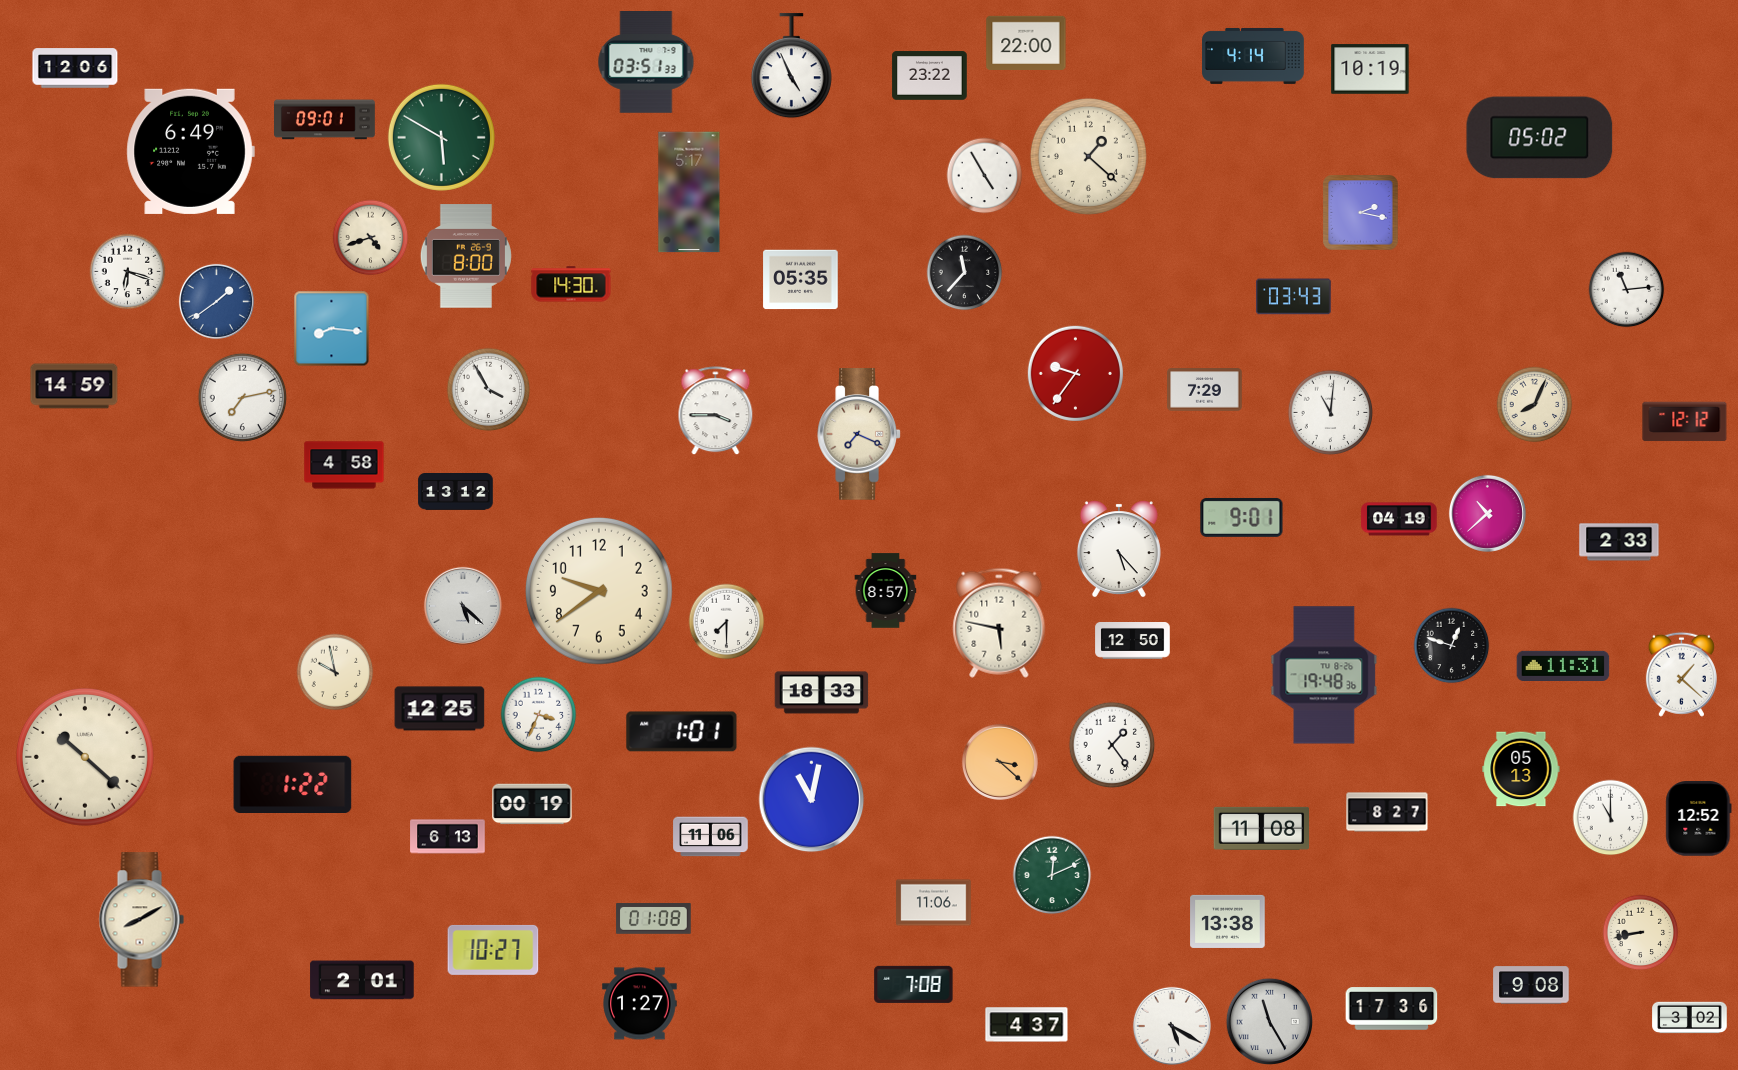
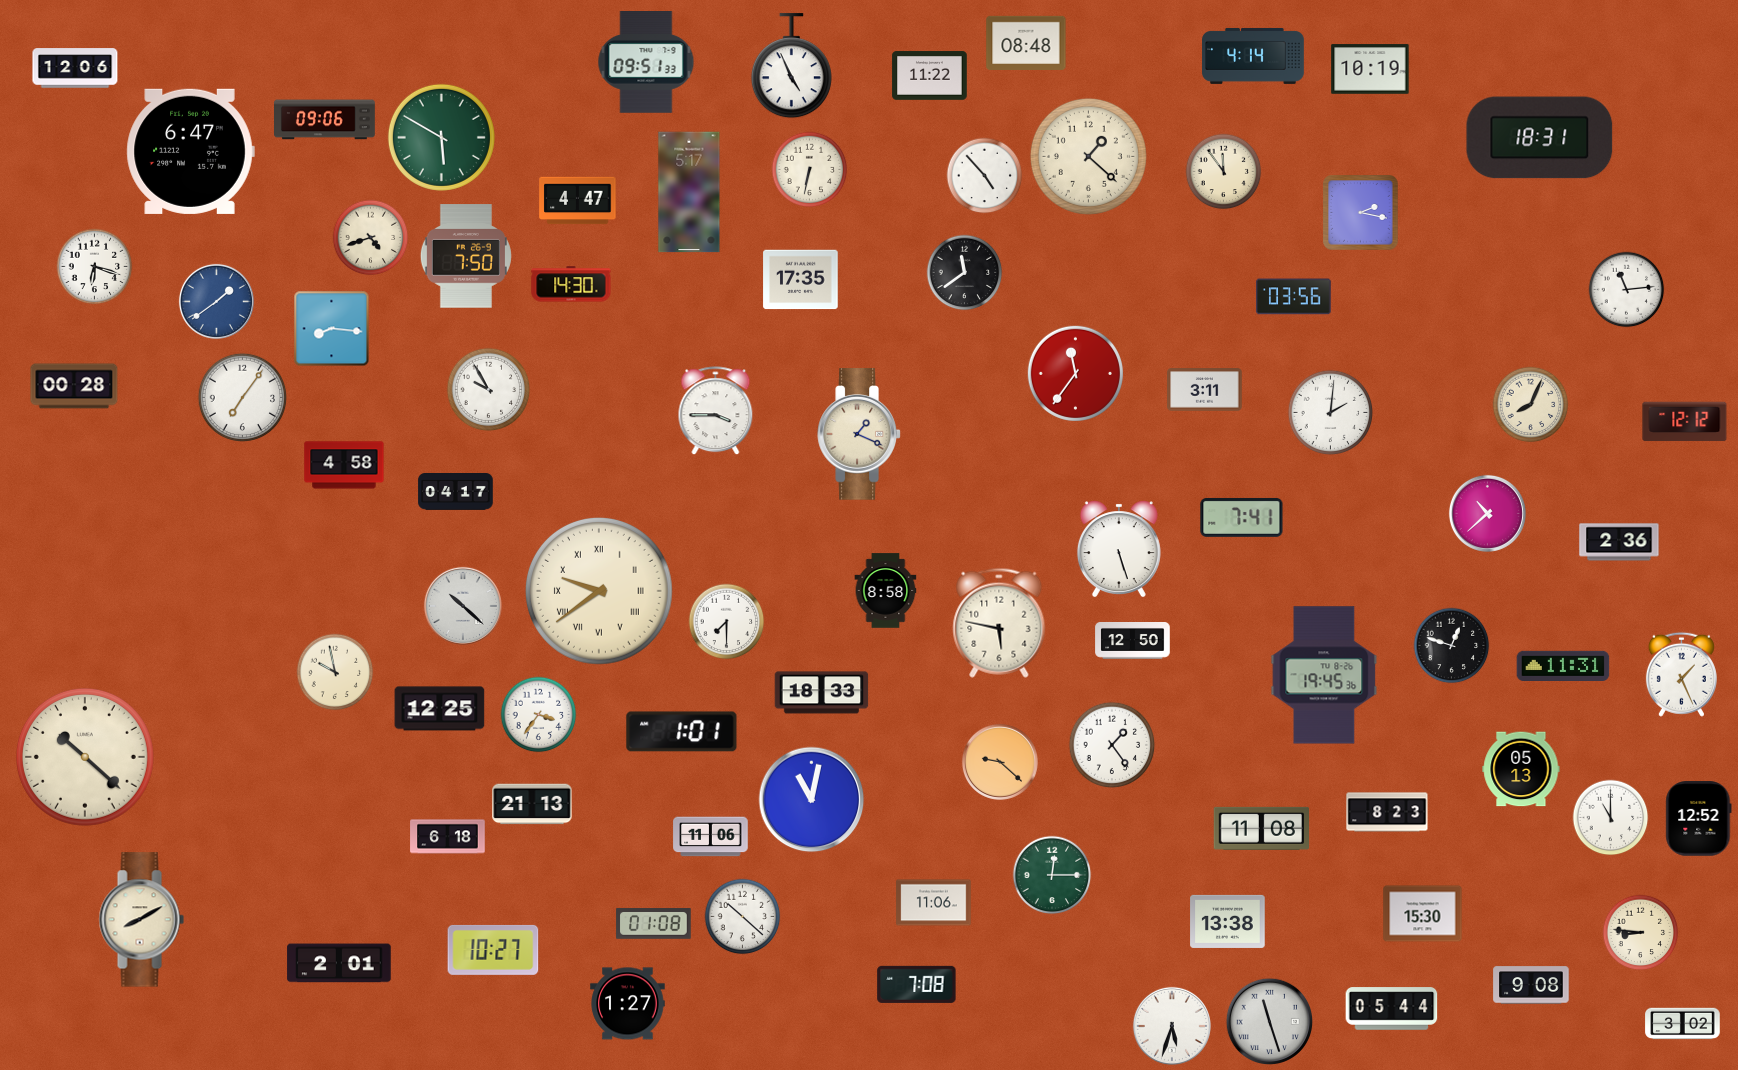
clock at (1026, 43): 22:00 -> 08:48
clock at (646, 63): 03:51 -> 09:51
clock at (930, 76): 23:22 -> 11:22
clock at (325, 120): 09:01 -> 09:06
clock at (1540, 138): 05:02 -> 18:31
clock at (190, 151): 6:49 -> 6:47
clock at (810, 170): none -> 6:32
clock at (1224, 172): none -> 11:54
clock at (985, 176): 4:55 -> 4:53
clock at (578, 201): none -> 4:47
clock at (466, 256): 8:00 -> 7:50
clock at (128, 272) position: (128, 272) -> (95, 267)
clock at (965, 273): 11:37 -> 11:39
clock at (801, 280): 05:35 -> 17:35
clock at (1294, 297): 03:43 -> 03:56
clock at (1075, 373): 9:36 -> 11:36
clock at (74, 386): 14:59 -> 00:28
clock at (489, 390): 3:55 -> 9:55
clock at (1205, 390): 7:29 -> 3:11
clock at (243, 398): 7:13 -> 7:06
clock at (1535, 405) position: (1535, 405) -> (1531, 405)
clock at (1331, 413): 11:01 -> 2:01
clock at (859, 434): 7:19 -> 1:19
clock at (456, 492): 13:12 -> 04:17
clock at (1242, 517): 9:01 -> 7:41
clock at (1399, 519): 04:19 -> none
clock at (1619, 542): 2:33 -> 2:36
clock at (1119, 549): 5:23 -> 5:27
clock at (599, 591) numerals: Arabic -> Roman
clock at (886, 591): 8:57 -> 8:58
clock at (463, 606): 5:22 -> 10:22
clock at (1681, 674): 1:22 -> 1:26
clock at (1324, 675): 19:48 -> 19:45
clock at (539, 715): 3:34 -> 3:36
clock at (1000, 762): 3:22 -> 9:22
clock at (293, 784): 1:22 -> none
clock at (532, 804): 00:19 -> 21:13
clock at (1387, 812): 8:27 -> 8:23
clock at (448, 837): 6:13 -> 6:18
clock at (1052, 875): 12:11 -> 12:15
clock at (1423, 914): none -> 15:30
clock at (743, 917): none -> 10:22
clock at (654, 919) position: (654, 919) -> (654, 924)
clock at (1641, 933): 8:43 -> 8:46
clock at (362, 980) position: (362, 980) -> (339, 963)
clock at (914, 984) position: (914, 984) -> (917, 984)
clock at (640, 1004) position: (640, 1004) -> (628, 1004)
clock at (1392, 1009): 17:36 -> 05:44
clock at (1690, 1018) position: (1690, 1018) -> (1683, 1024)
clock at (1269, 1021): 11:25 -> 11:27
clock at (1027, 1025): 4:37 -> none
clock at (1172, 1026): 5:20 -> 5:33
